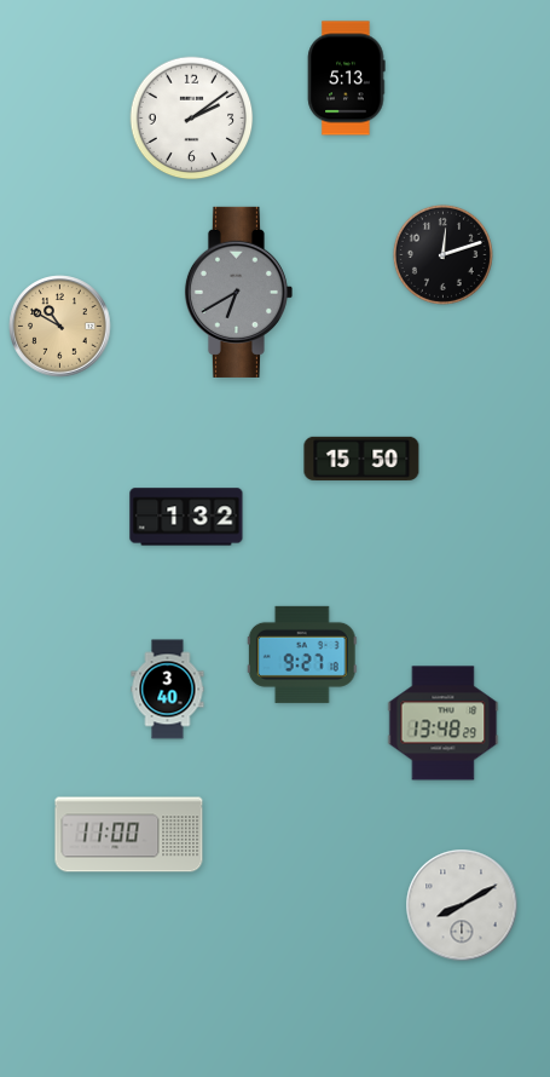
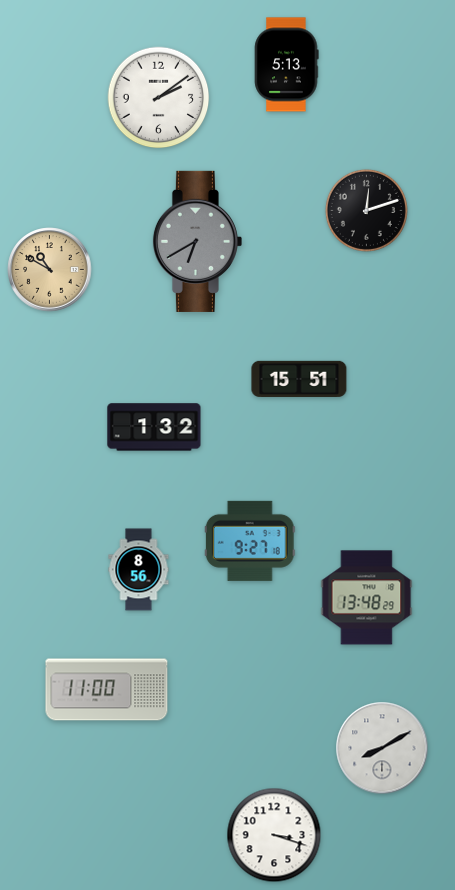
clock at (361, 459): 15:50 -> 15:51
clock at (168, 690): 3:40 -> 8:56
clock at (274, 835): none -> 3:18
